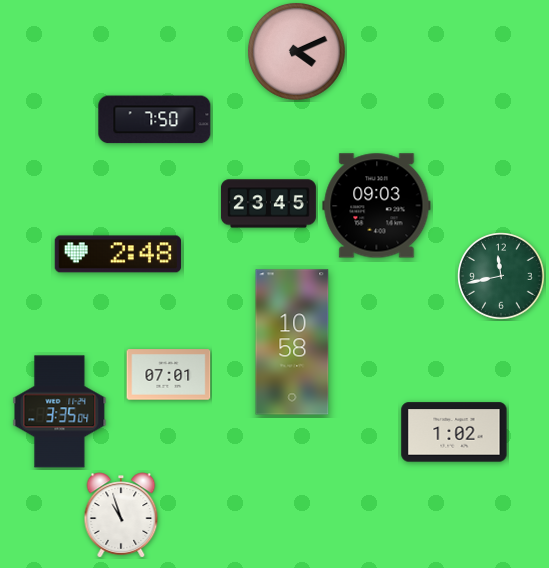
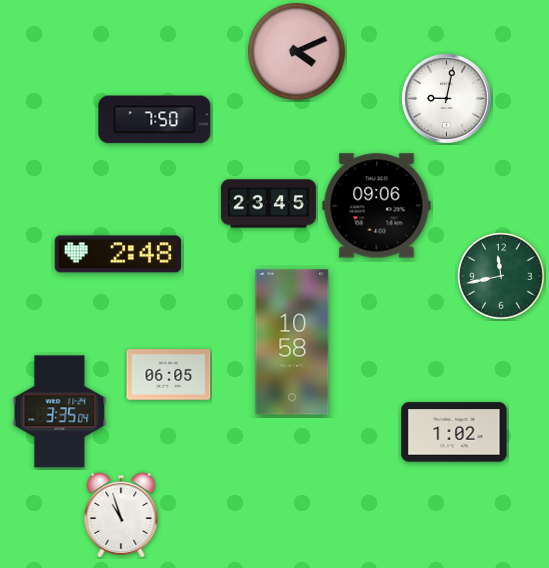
clock at (447, 99): none -> 9:02
clock at (377, 206): 09:03 -> 09:06
clock at (169, 375): 07:01 -> 06:05
